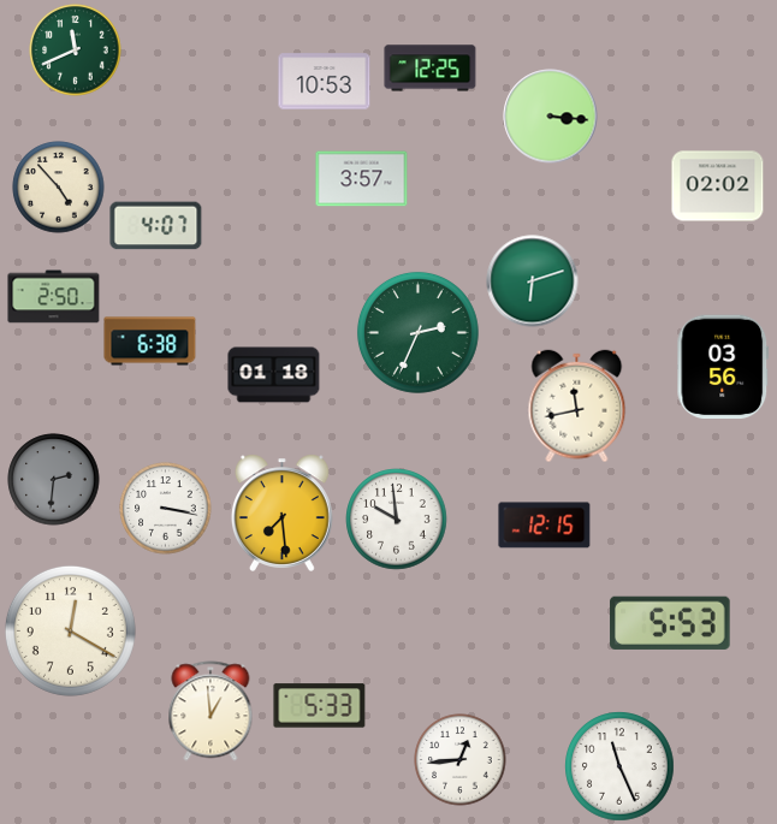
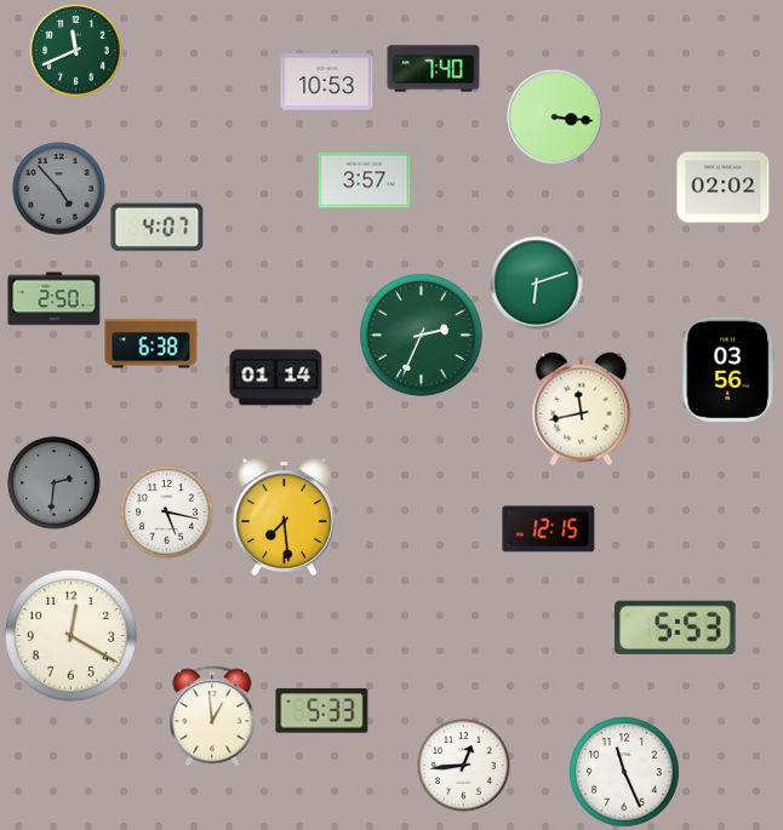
clock at (431, 69): 12:25 -> 7:40
clock at (59, 188) dial: cream -> grey
clock at (274, 375): 01:18 -> 01:14
clock at (166, 509): 3:17 -> 5:17
clock at (397, 520): 9:59 -> none
